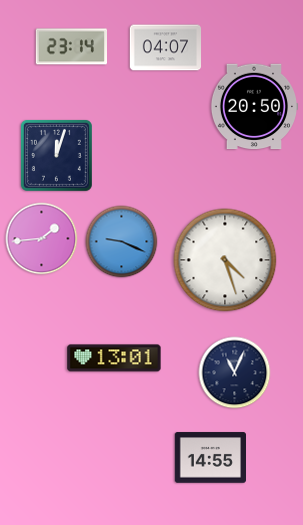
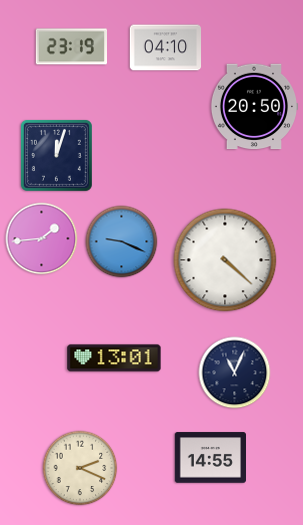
clock at (71, 47): 23:14 -> 23:19
clock at (166, 48): 04:07 -> 04:10
clock at (225, 260): 4:27 -> 4:22
clock at (80, 468): none -> 2:19
